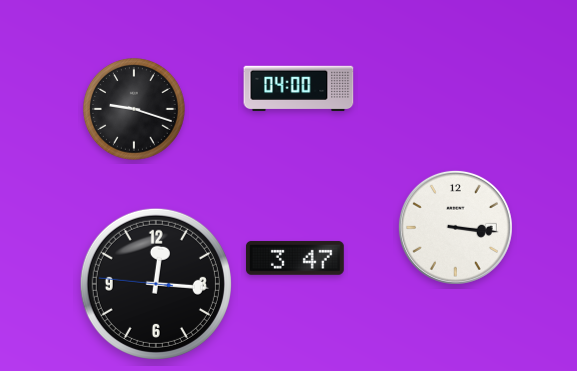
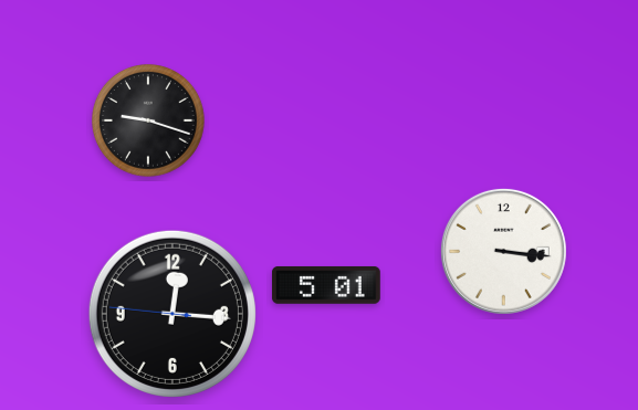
clock at (299, 89): 04:00 -> none
clock at (295, 258): 3:47 -> 5:01
